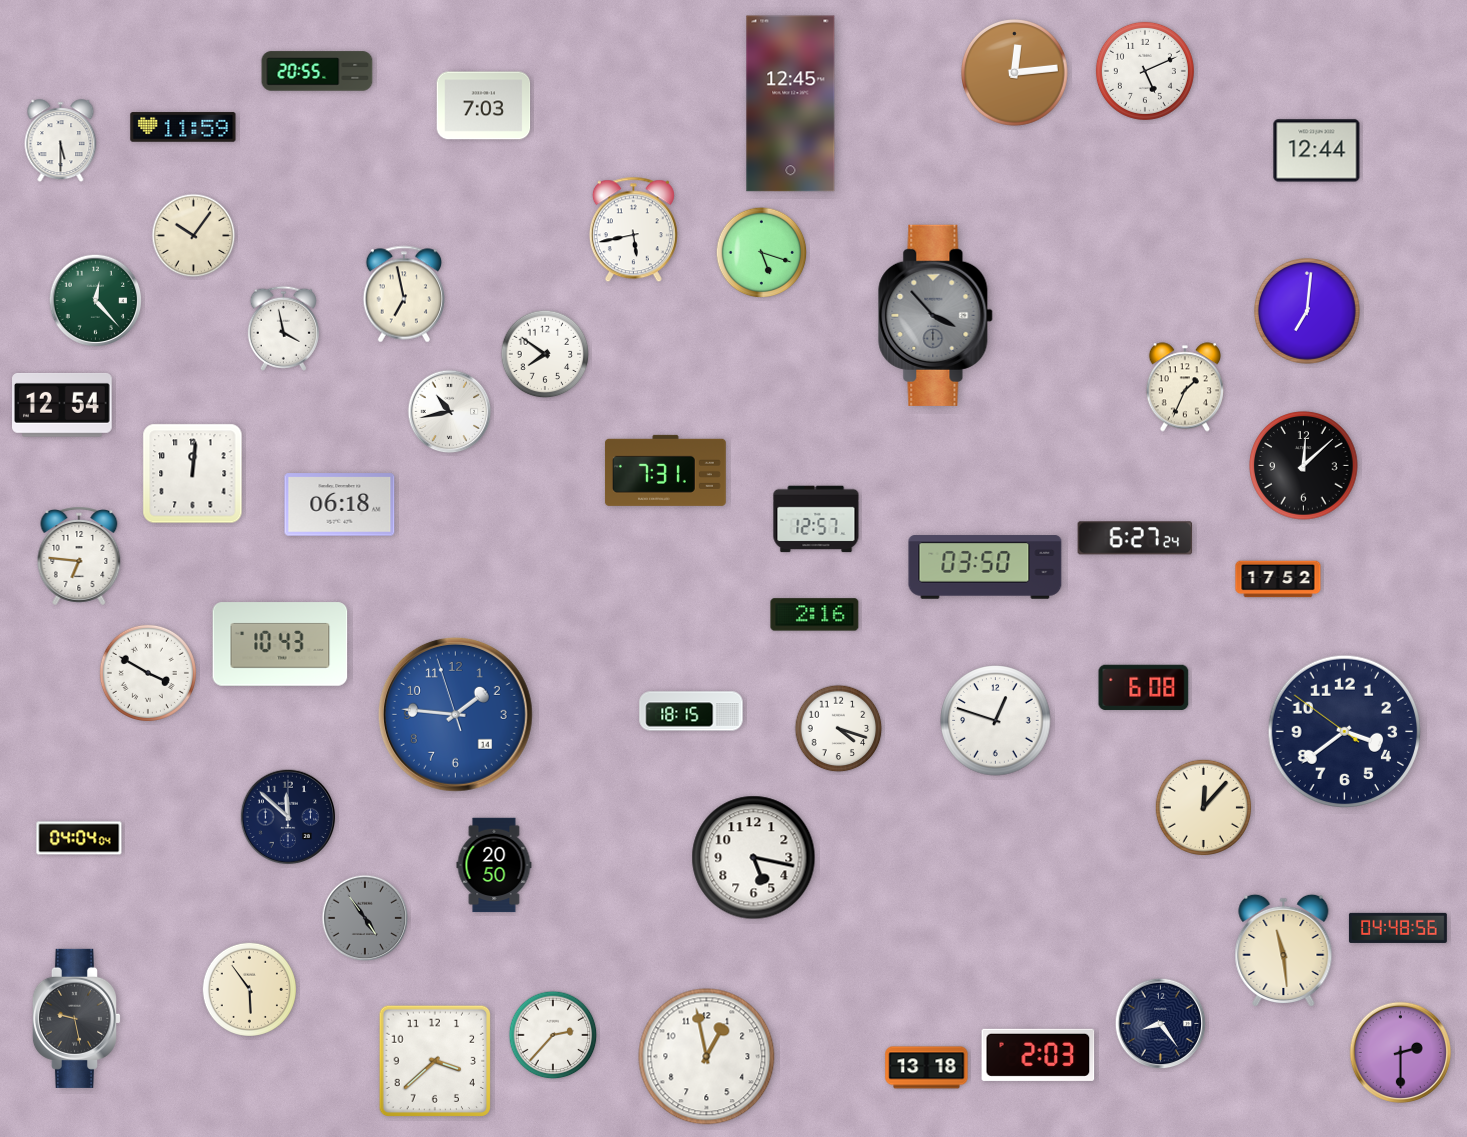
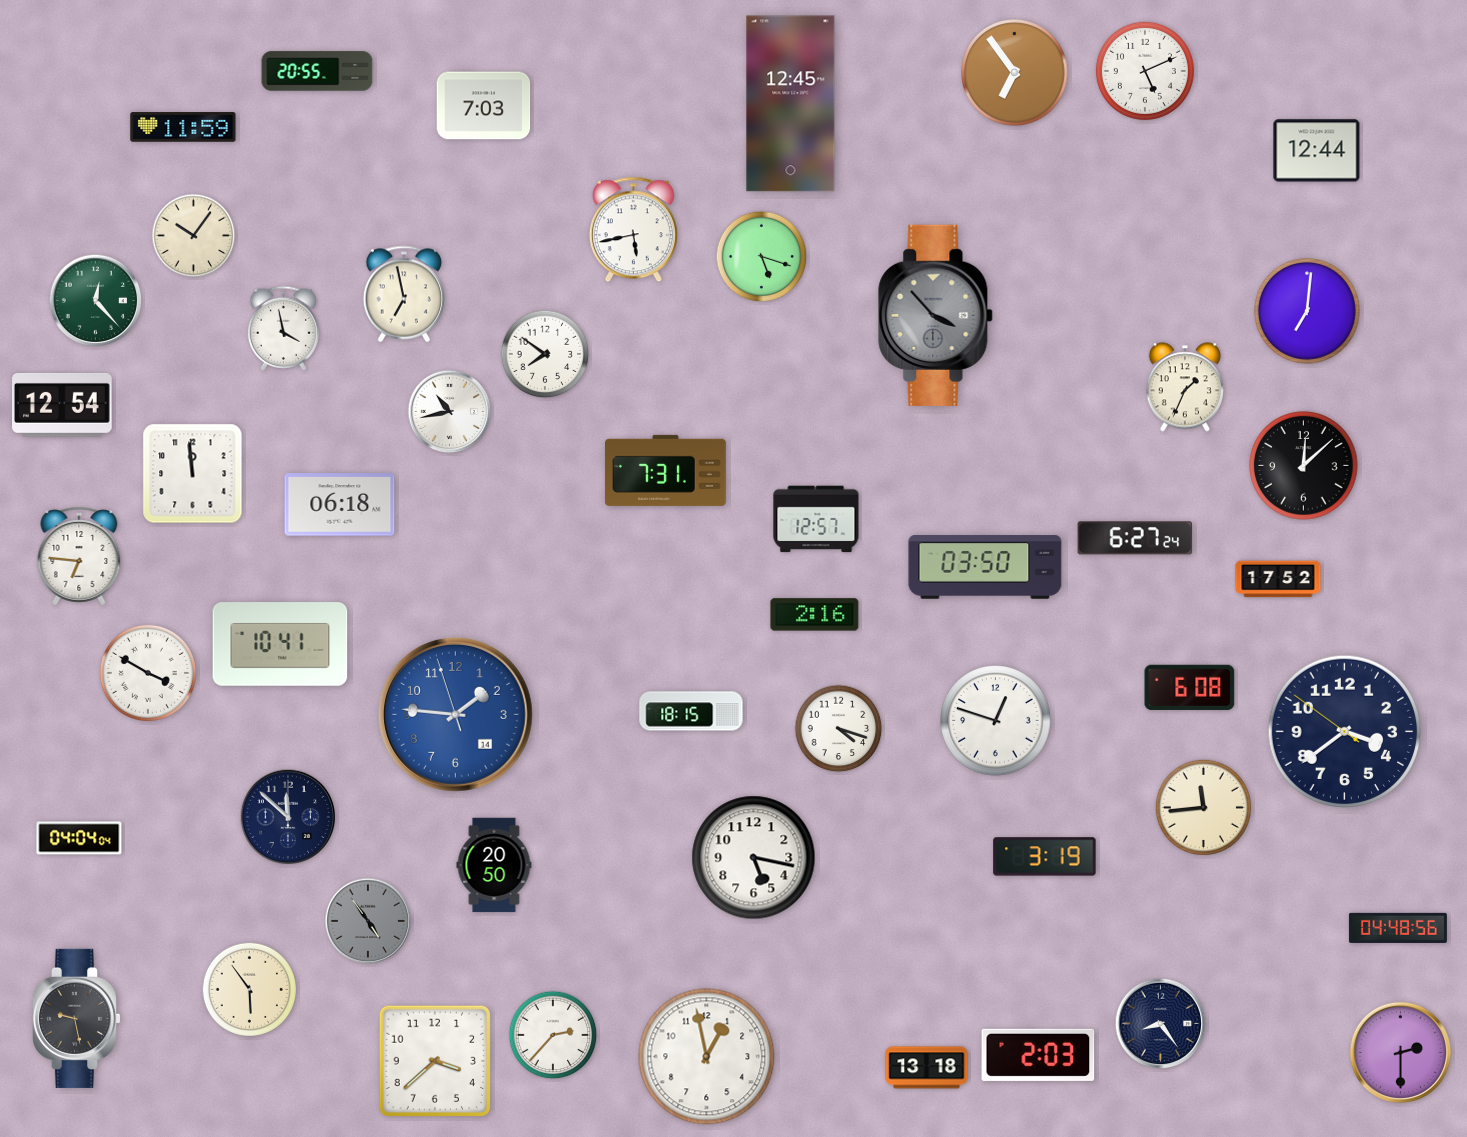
clock at (1015, 73): 12:14 -> 6:54
clock at (61, 141): 5:30 -> none
clock at (762, 253) position: (762, 253) -> (762, 257)
clock at (193, 474): 12:01 -> 11:59
clock at (280, 644): 10:43 -> 10:41
clock at (1144, 687) position: (1144, 687) -> (1190, 687)
clock at (1203, 807): 12:07 -> 11:44
clock at (1045, 857): none -> 3:19
clock at (365, 918) position: (365, 918) -> (368, 921)
clock at (1284, 950): 11:29 -> none
